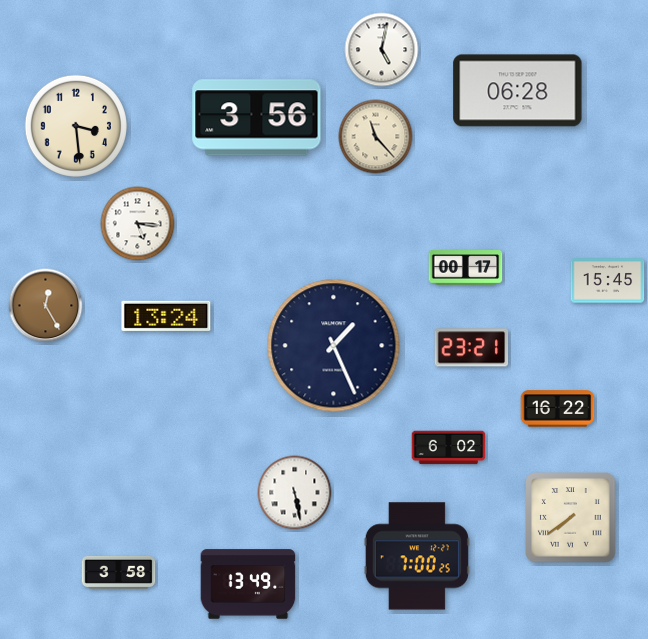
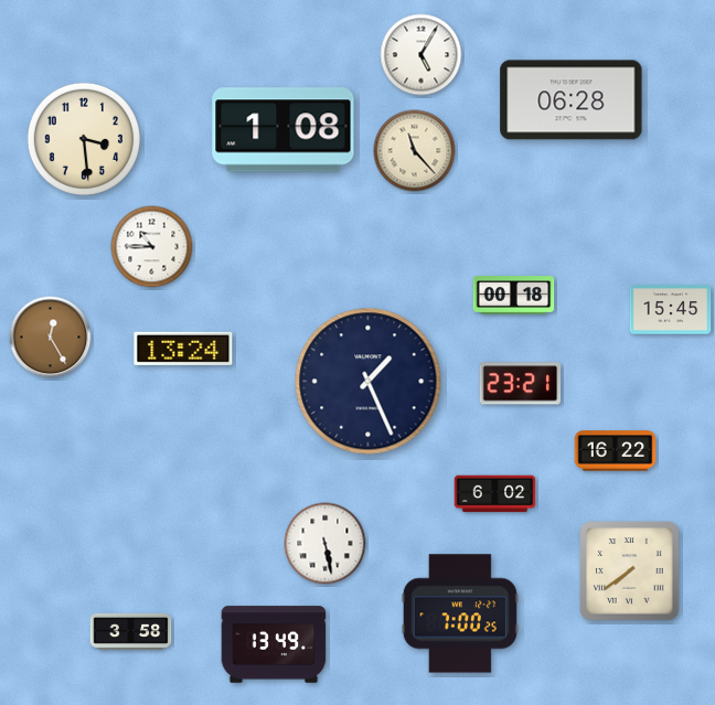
clock at (382, 50): 5:02 -> 5:05
clock at (257, 118): 3:56 -> 1:08
clock at (138, 224): 5:16 -> 10:45
clock at (466, 268): 00:17 -> 00:18
